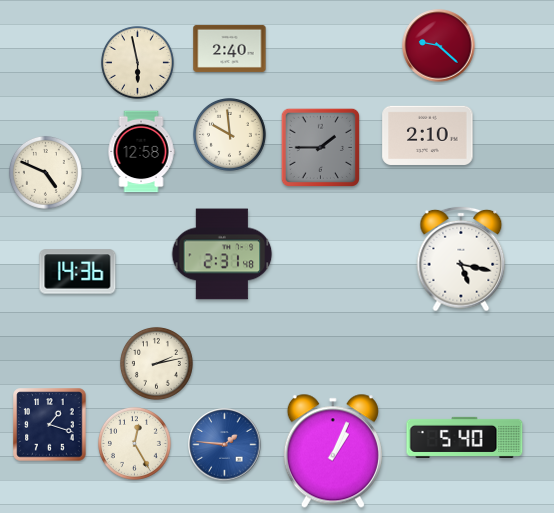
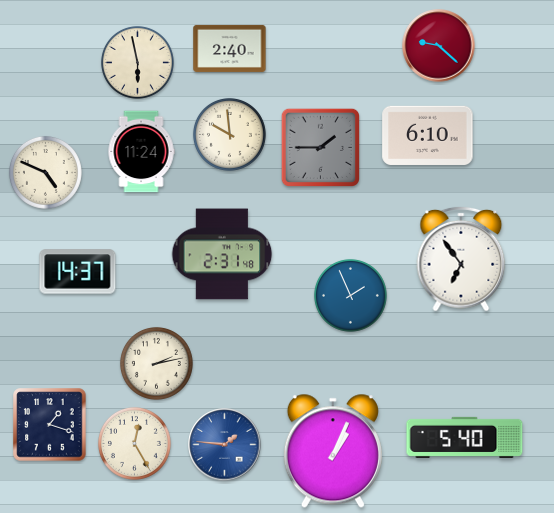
clock at (428, 135): 2:10 -> 6:10
clock at (141, 152): 12:58 -> 11:24
clock at (461, 259): 5:17 -> 6:54
clock at (78, 272): 14:36 -> 14:37
clock at (350, 295): none -> 1:56
